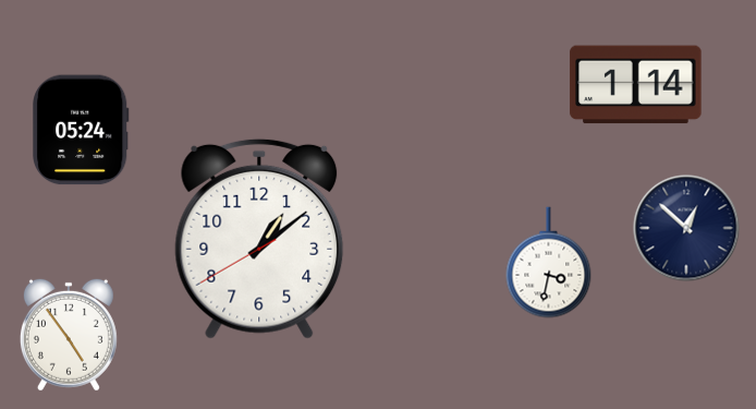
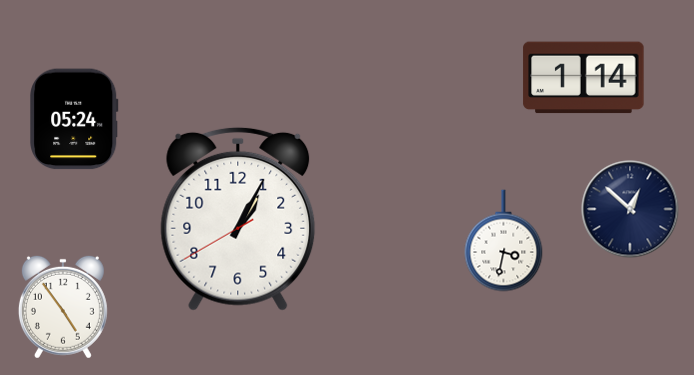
clock at (259, 239): 1:08 -> 1:04
